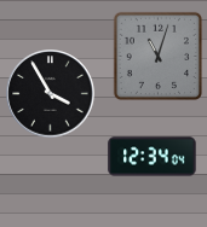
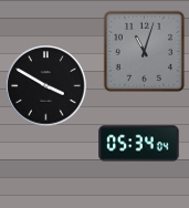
clock at (51, 94): 3:55 -> 3:50
clock at (153, 157): 12:34 -> 05:34
